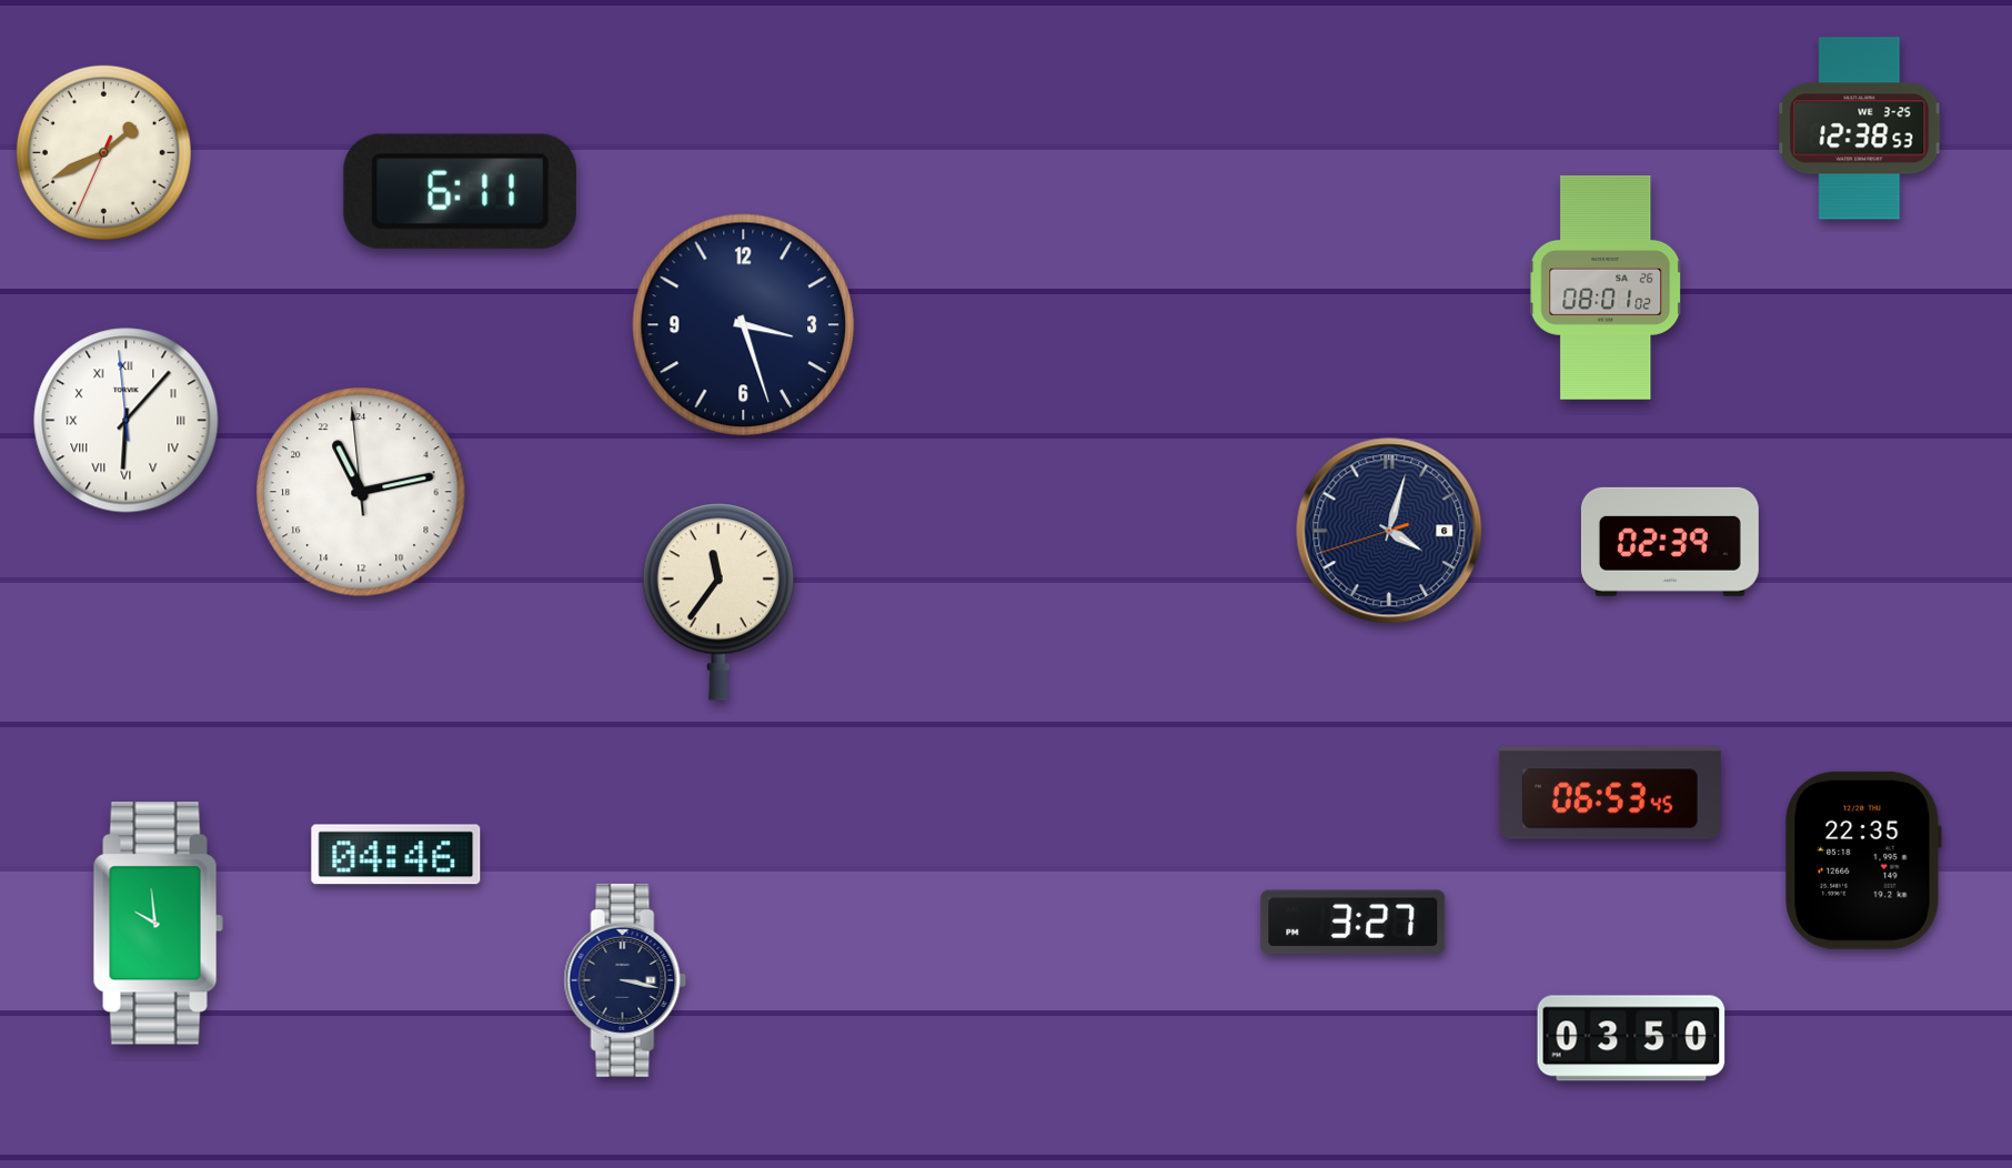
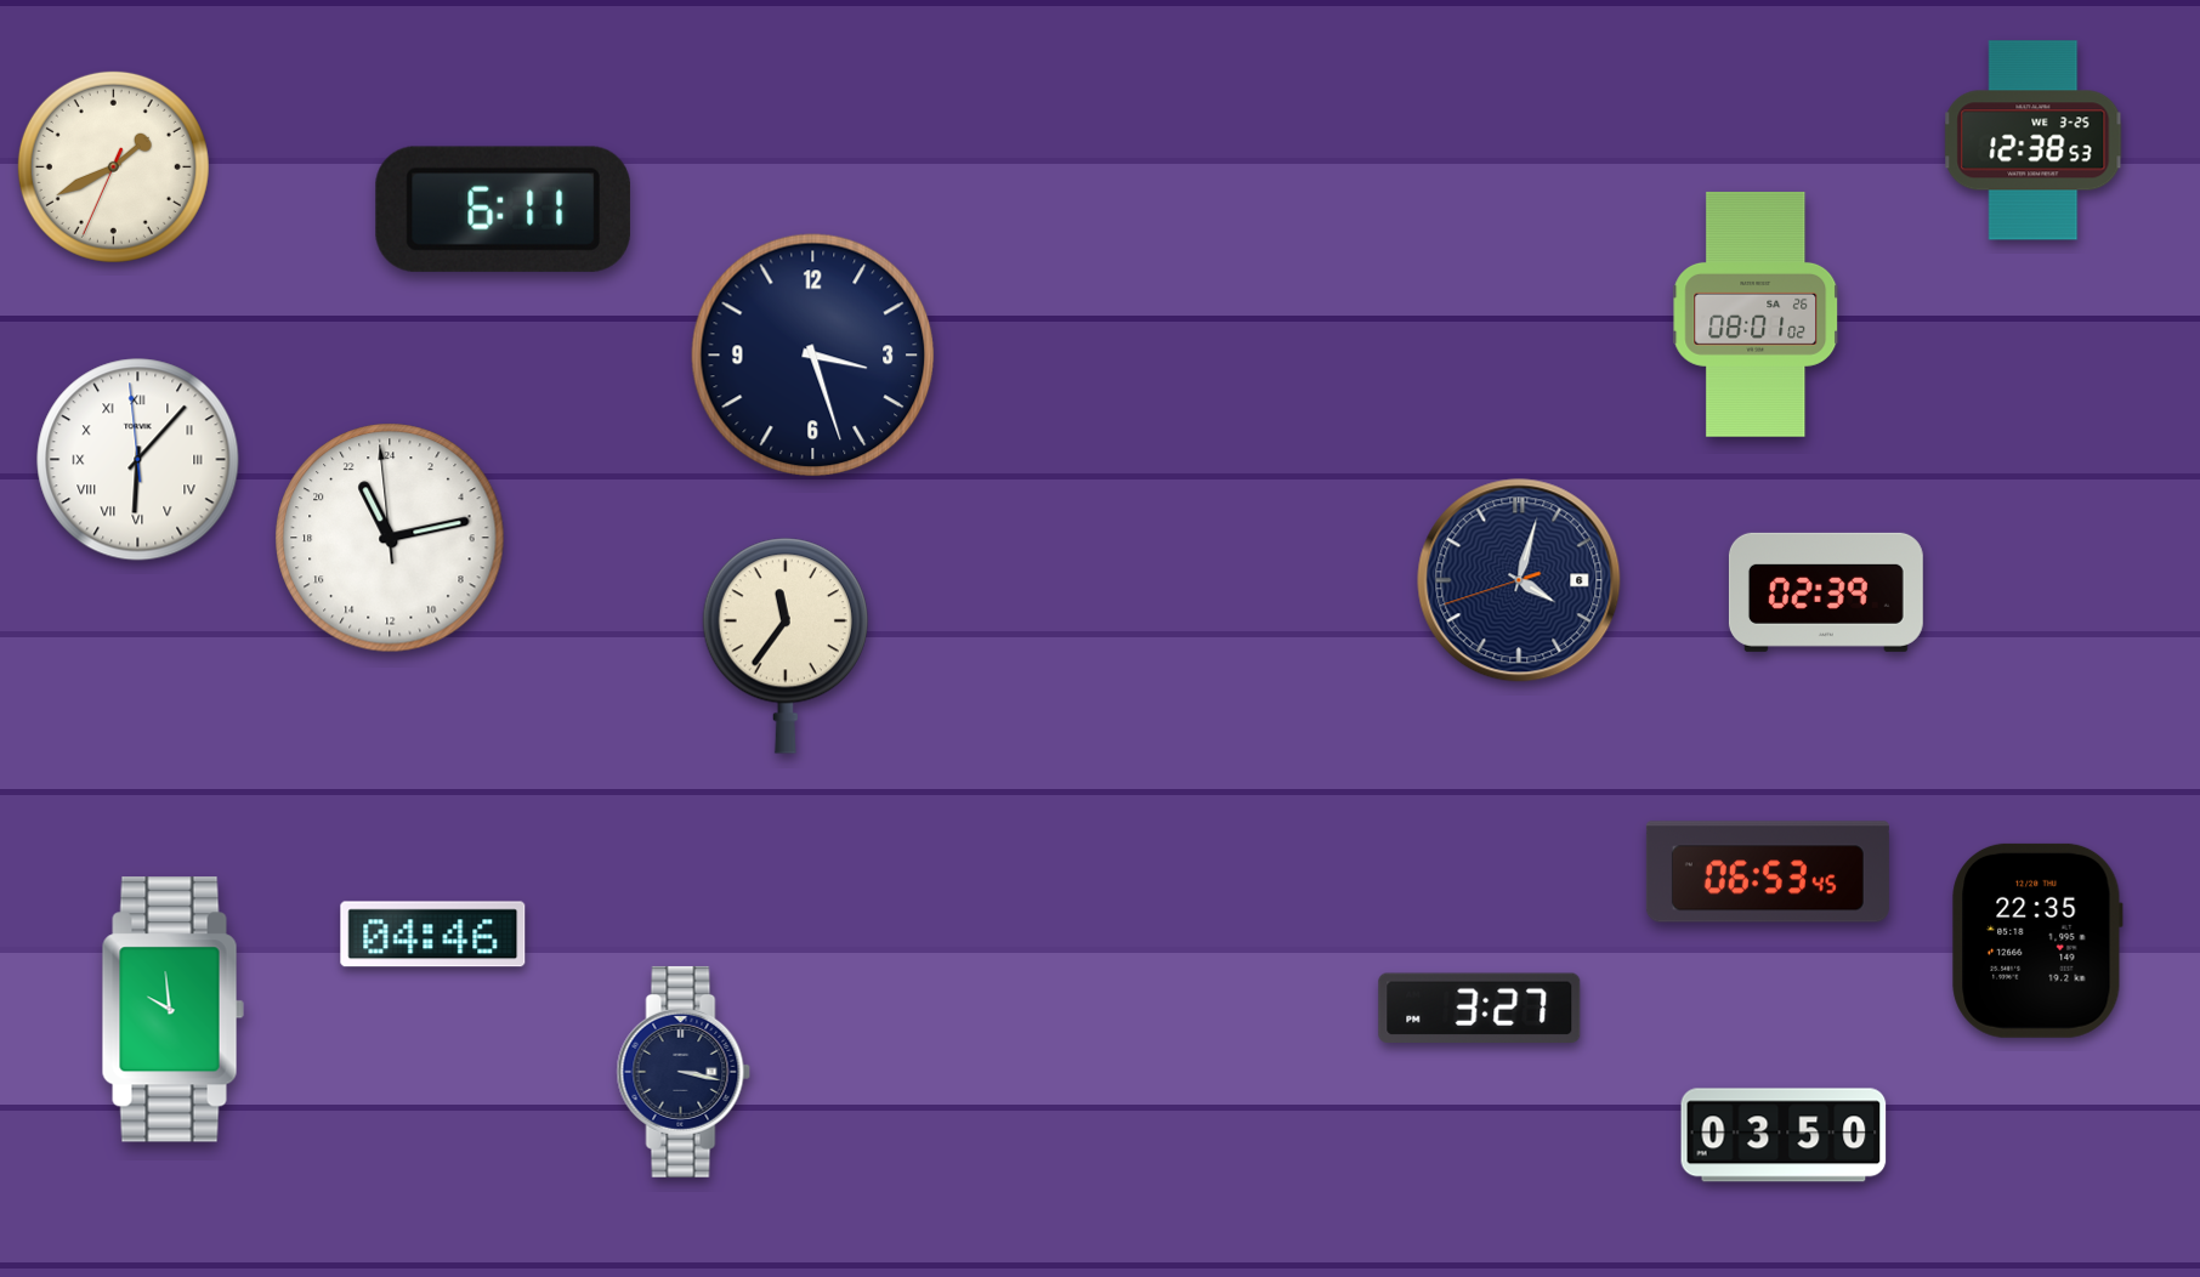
clock at (361, 492) position: (361, 492) -> (390, 538)
clock at (718, 602) position: (718, 602) -> (786, 646)
clock at (1610, 793) position: (1610, 793) -> (1768, 872)
